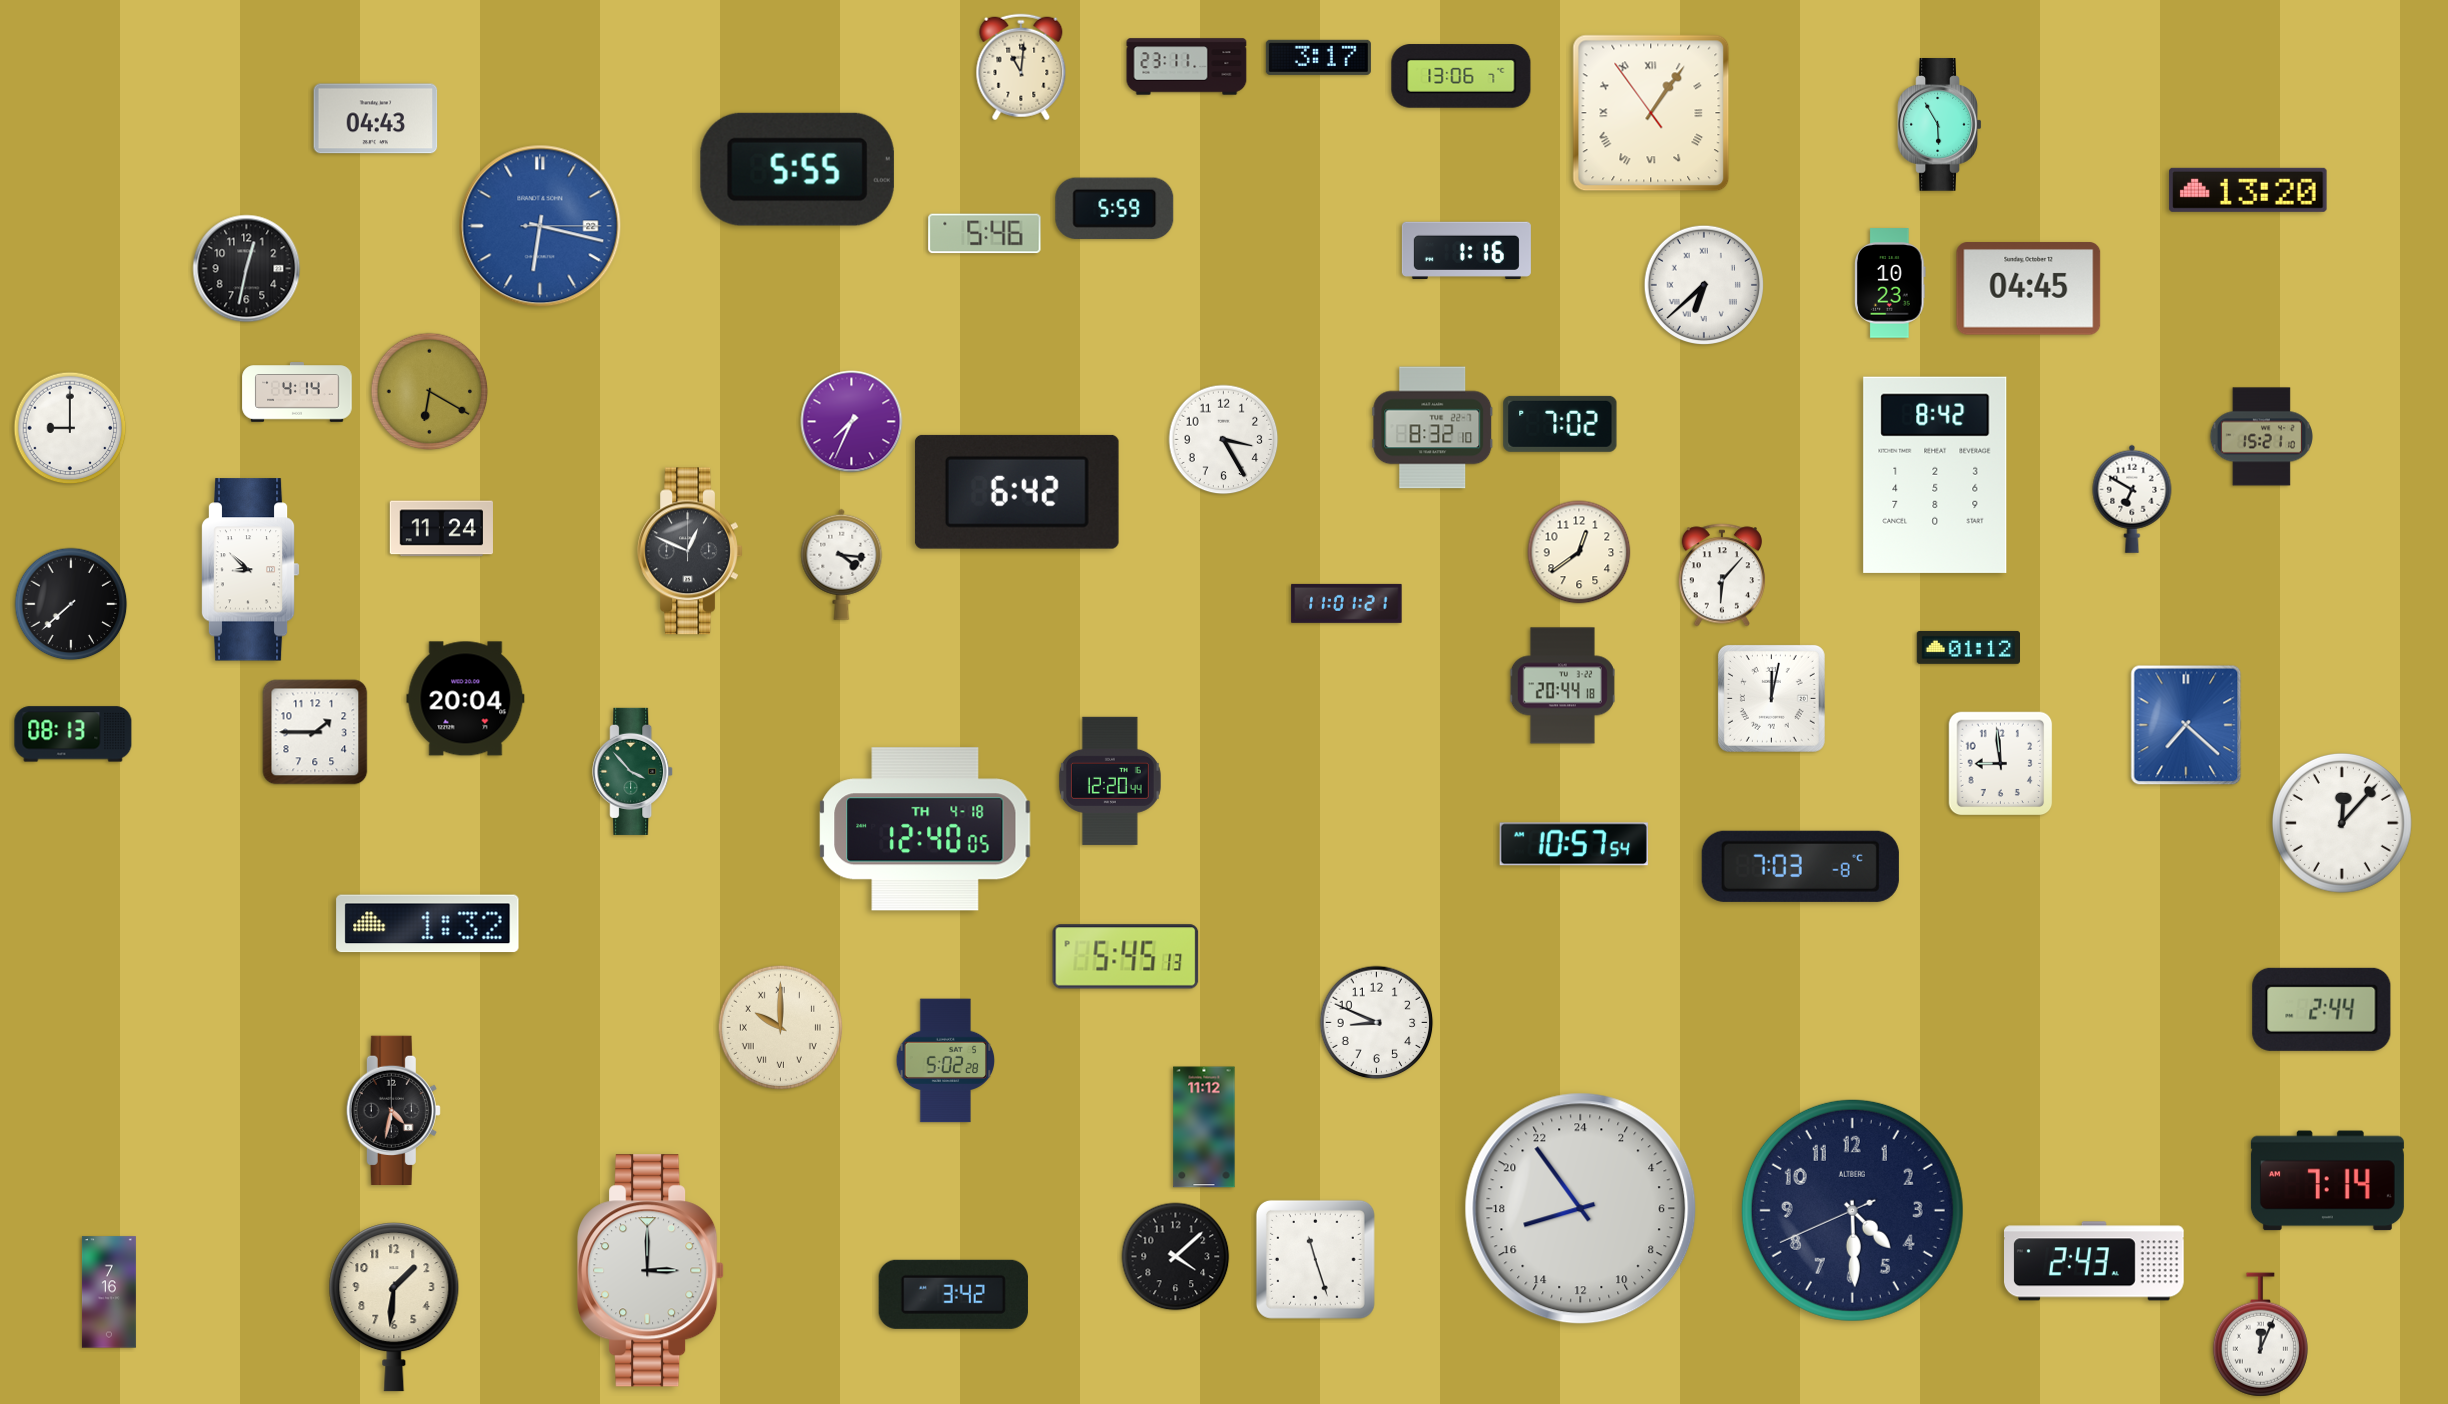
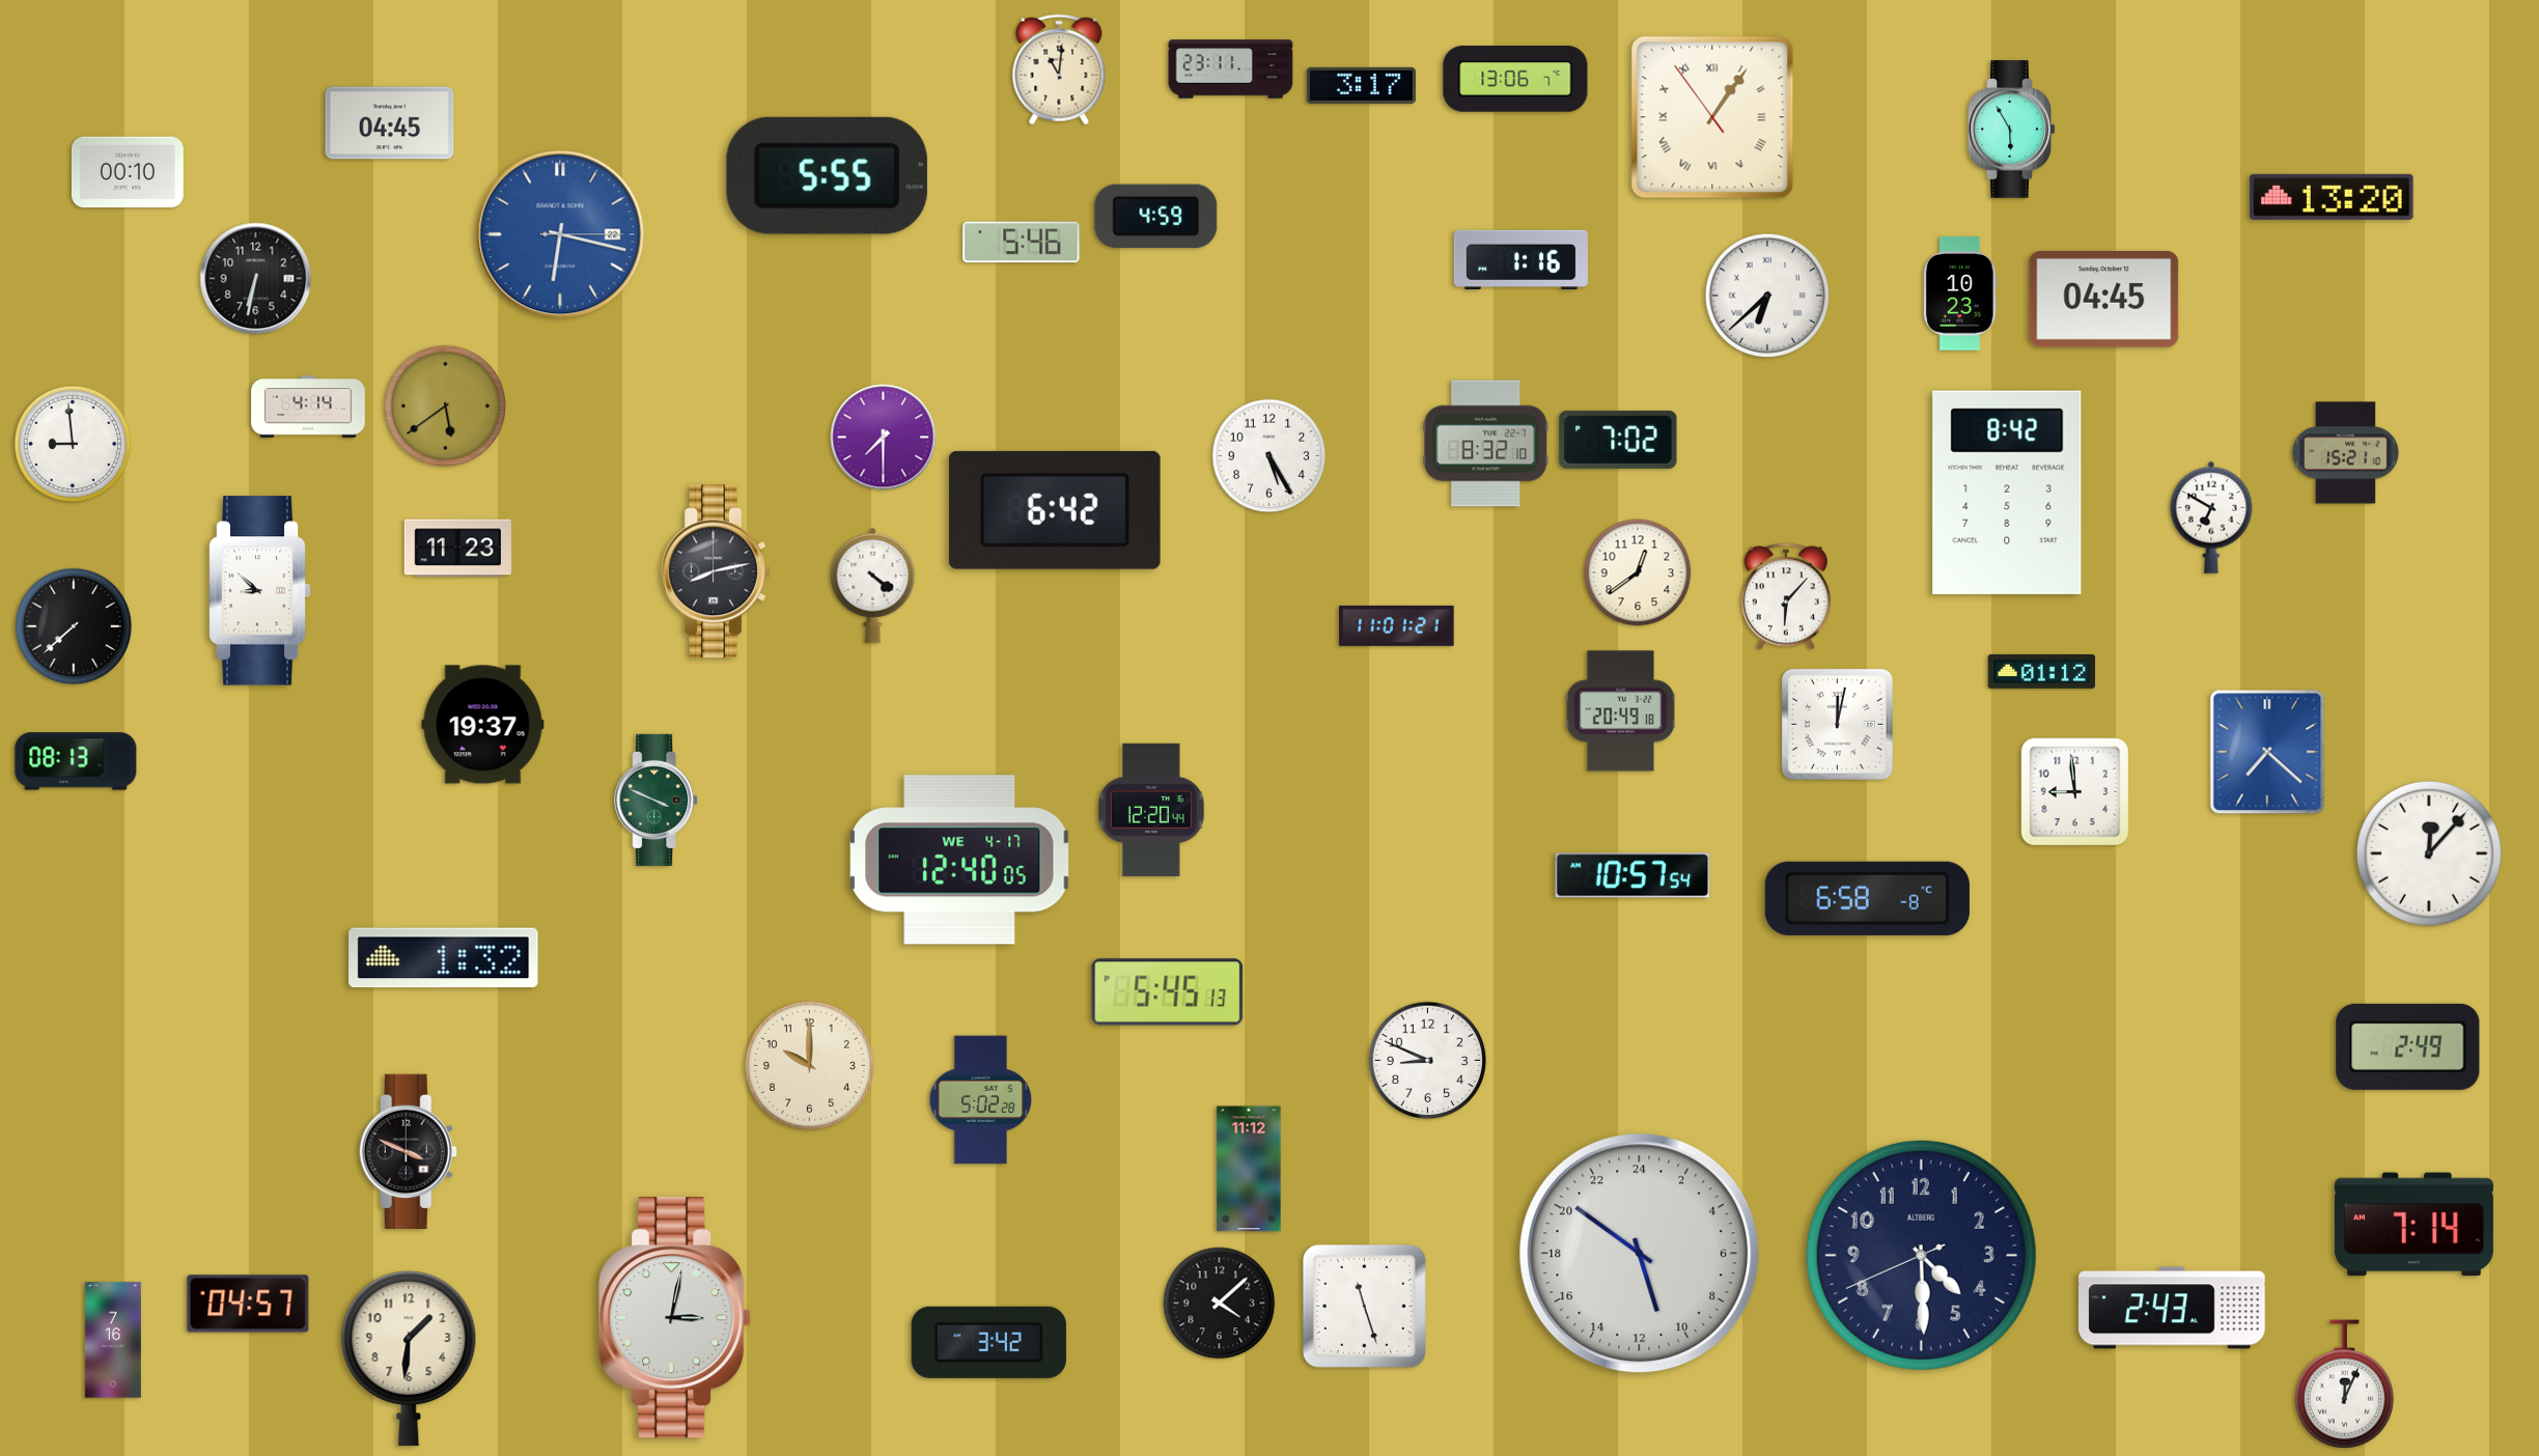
clock at (1318, 57) position: (1318, 57) -> (1361, 85)
clock at (376, 119): 04:43 -> 04:45
clock at (129, 172): none -> 00:10
clock at (1115, 208): 5:59 -> 4:59
clock at (247, 269): 12:32 -> 6:32
clock at (430, 392): 6:20 -> 5:39
clock at (852, 422): 7:34 -> 7:30
clock at (70, 428): 9:00 -> 8:59
clock at (1224, 440): 3:25 -> 5:25
clock at (441, 529): 11:24 -> 11:23
clock at (690, 551): 12:49 -> 8:13
clock at (842, 564): 4:16 -> 4:21
clock at (1562, 686): 20:44 -> 20:49
clock at (466, 699): 20:04 -> 19:37
clock at (315, 732): 1:45 -> none
clock at (633, 771): 3:53 -> 3:49
clock at (925, 829) date: TH 4-18 -> WE 4-17
clock at (1800, 866): 7:03 -> 6:58
clock at (2322, 1009): 2:44 -> 2:49
clock at (780, 1027) numerals: Roman -> Arabic
clock at (393, 1110): 4:32 -> 3:49
clock at (1581, 1209): 16:54 -> 10:51
clock at (248, 1304): none -> 04:57
clock at (651, 1271): 3:00 -> 3:02
clock at (394, 1307) position: (394, 1307) -> (409, 1359)
